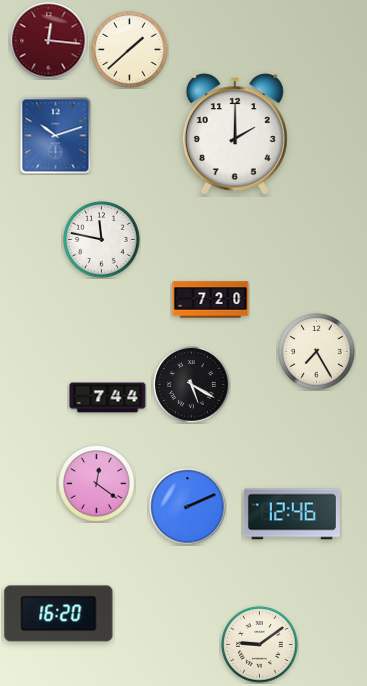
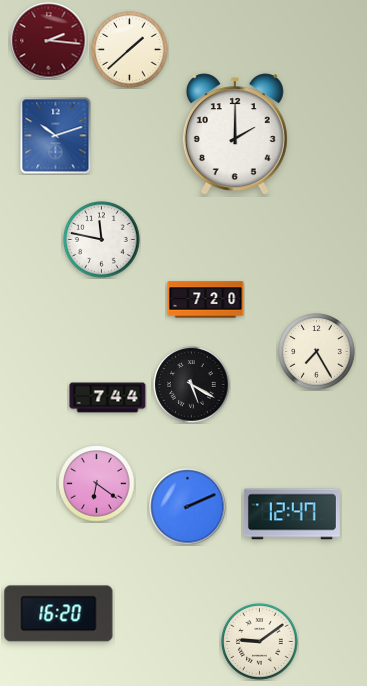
clock at (49, 41): 12:16 -> 2:16
clock at (211, 300) position: (211, 300) -> (206, 300)
clock at (97, 484): 12:21 -> 6:21
clock at (292, 514): 12:46 -> 12:47
clock at (260, 645) position: (260, 645) -> (260, 642)
